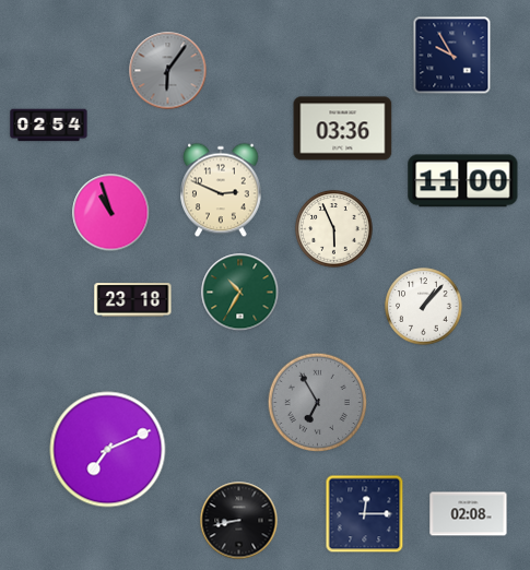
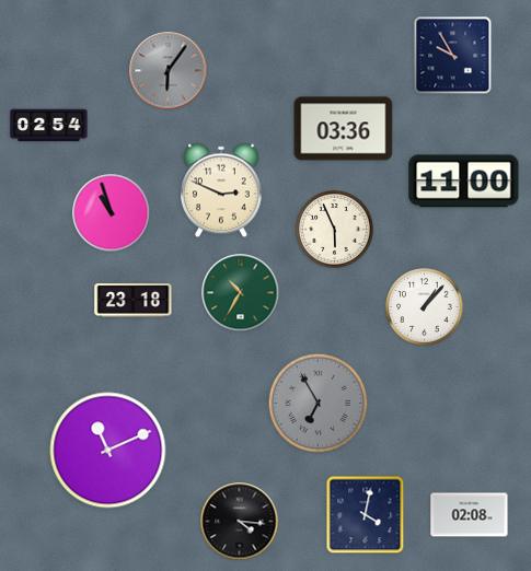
clock at (108, 450): 7:11 -> 11:11
clock at (365, 514): 12:15 -> 4:02
clock at (239, 521): 8:43 -> 4:16
